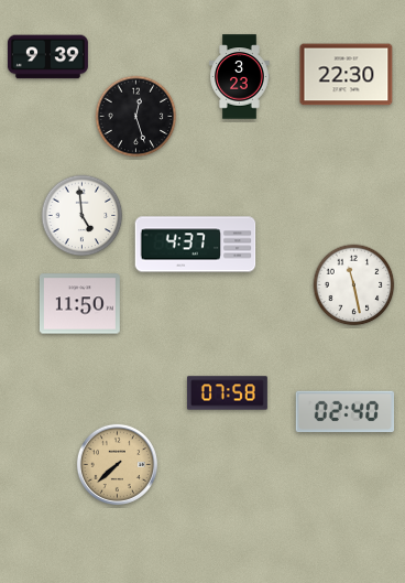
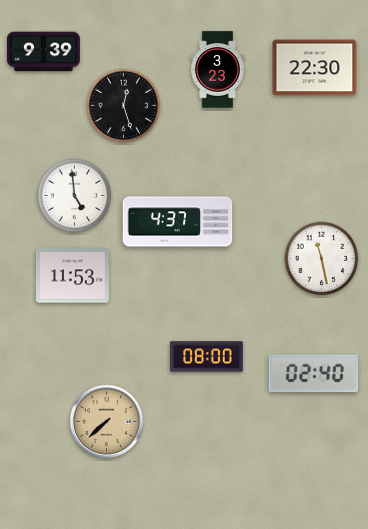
clock at (79, 304): 11:50 -> 11:53
clock at (227, 393): 07:58 -> 08:00
